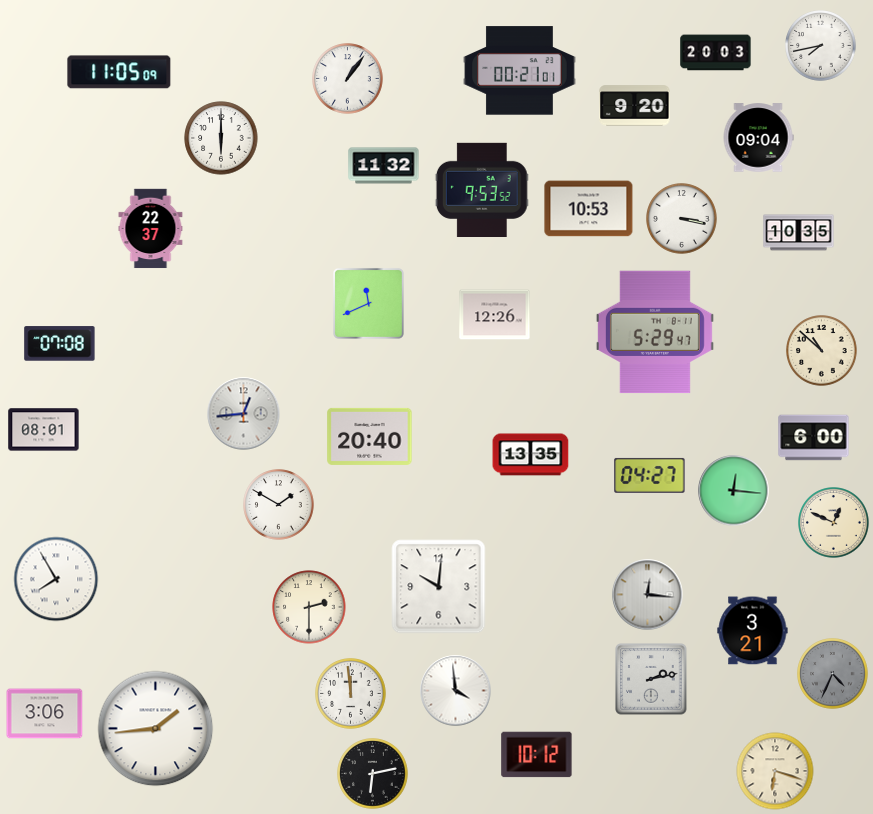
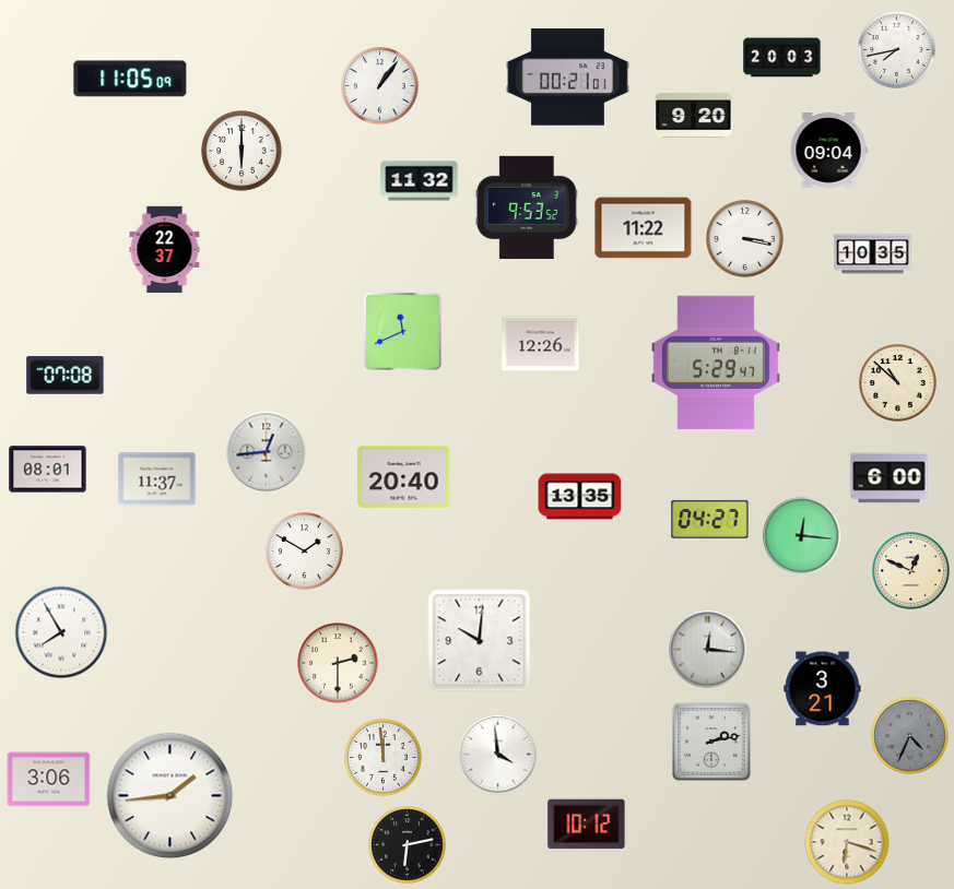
clock at (589, 209): 10:53 -> 11:22
clock at (157, 479): none -> 11:37
